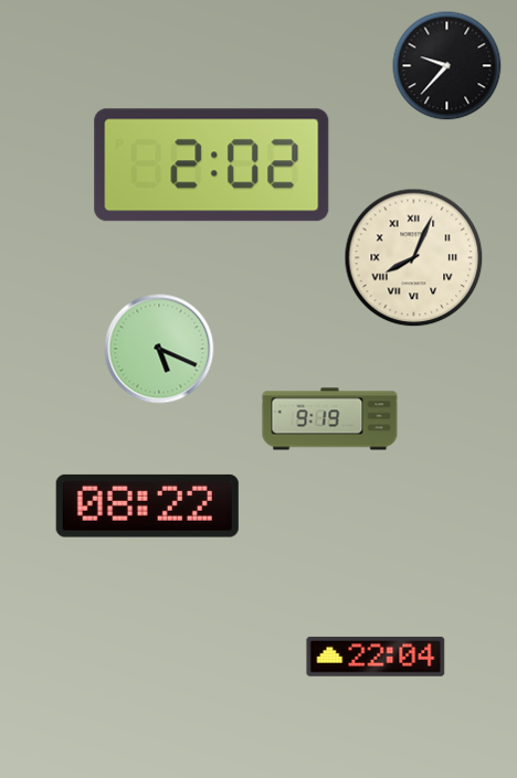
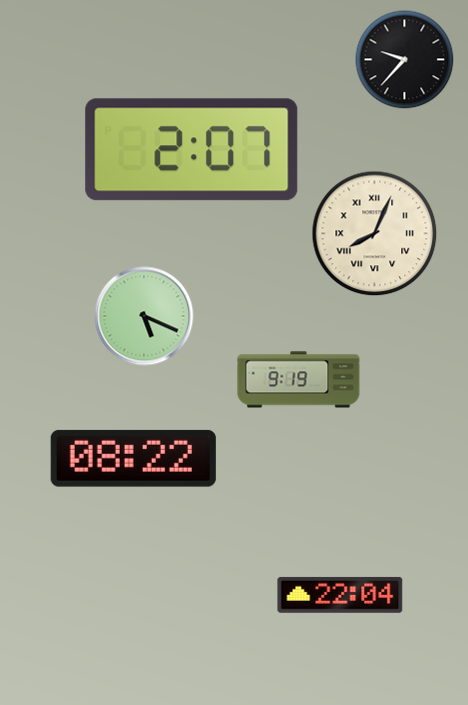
clock at (212, 166): 2:02 -> 2:07
